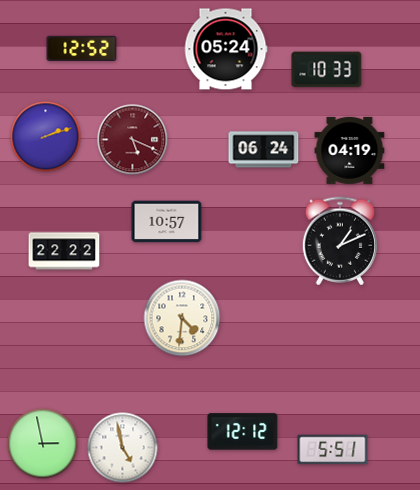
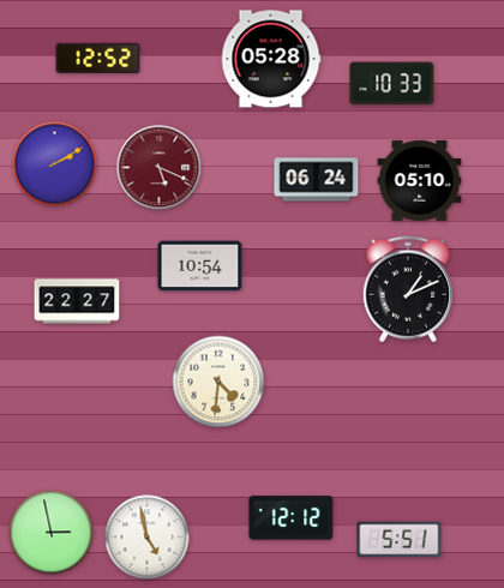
clock at (226, 49): 05:24 -> 05:28
clock at (46, 137): 2:12 -> 2:10
clock at (350, 150): 04:19 -> 05:10
clock at (167, 222): 10:57 -> 10:54
clock at (64, 251): 22:22 -> 22:27
